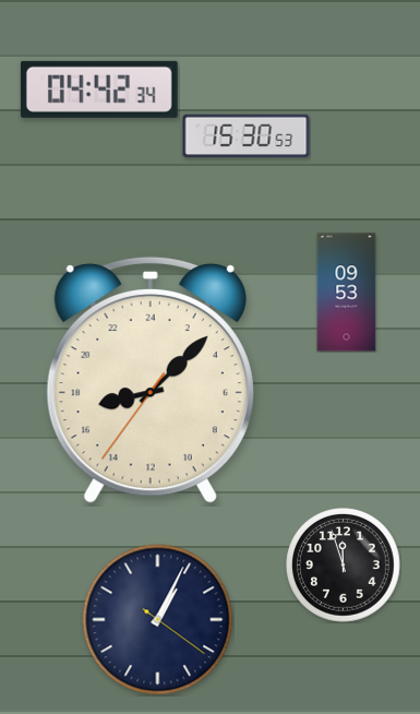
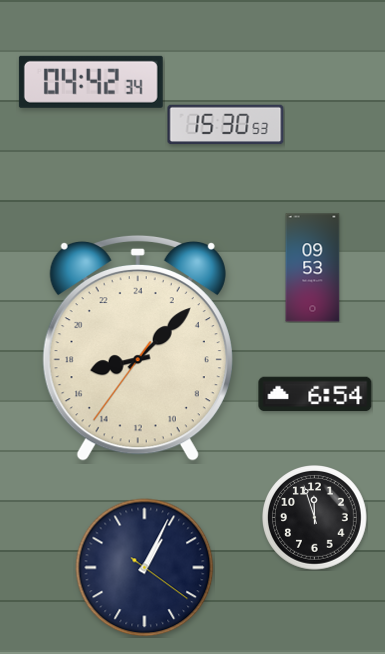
clock at (347, 293) position: (347, 293) -> (313, 268)
clock at (315, 394): none -> 6:54
